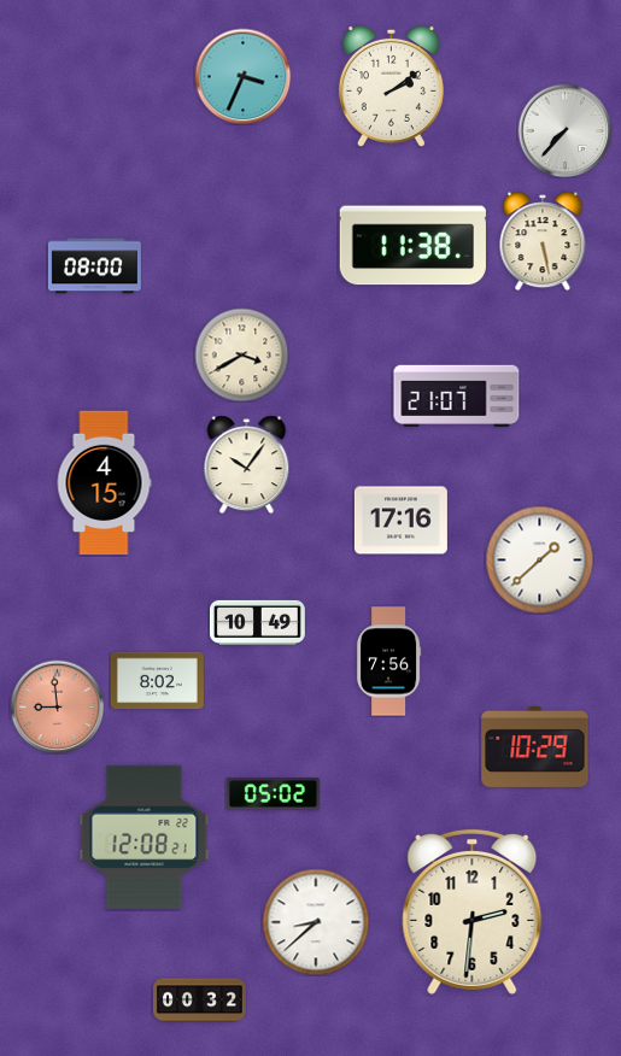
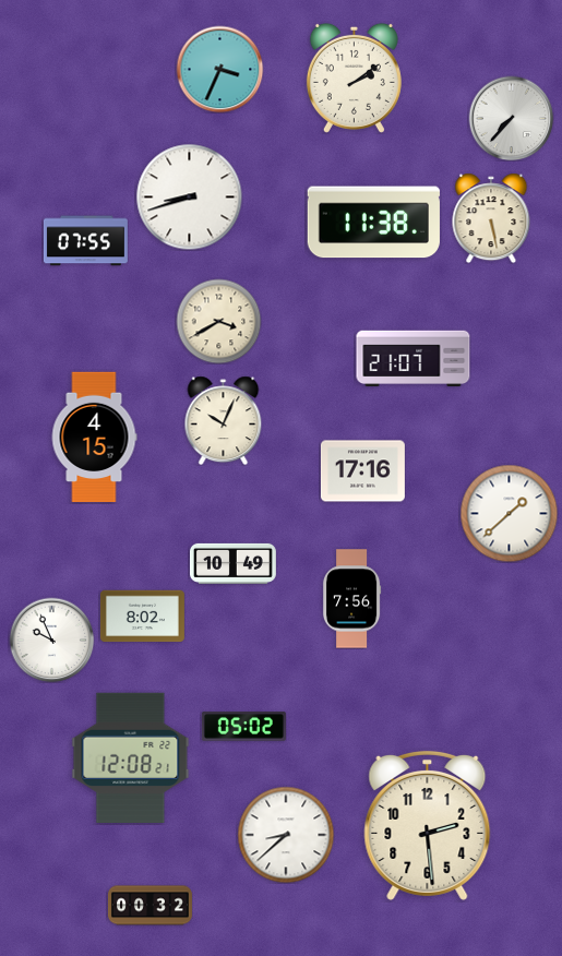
clock at (189, 196): none -> 8:42
clock at (94, 266): 08:00 -> 07:55
clock at (247, 464): 10:06 -> 10:04
clock at (539, 559) position: (539, 559) -> (509, 513)
clock at (57, 706): 8:59 -> 9:56
clock at (57, 706) dial: salmon -> white
clock at (535, 746): 10:29 -> none
clock at (273, 794) position: (273, 794) -> (243, 727)
clock at (473, 911): 2:31 -> 2:29
clock at (199, 1001) position: (199, 1001) -> (150, 906)
